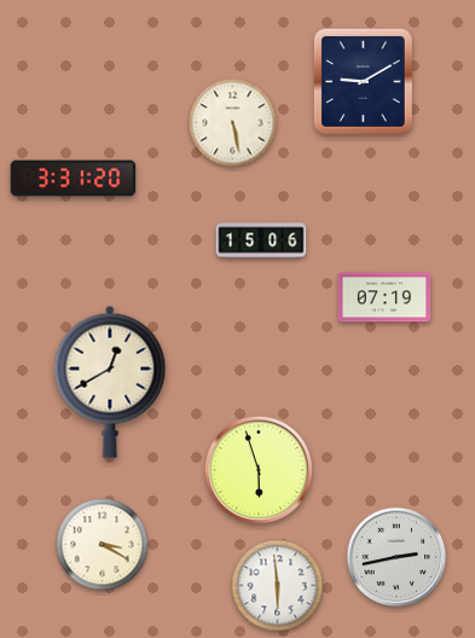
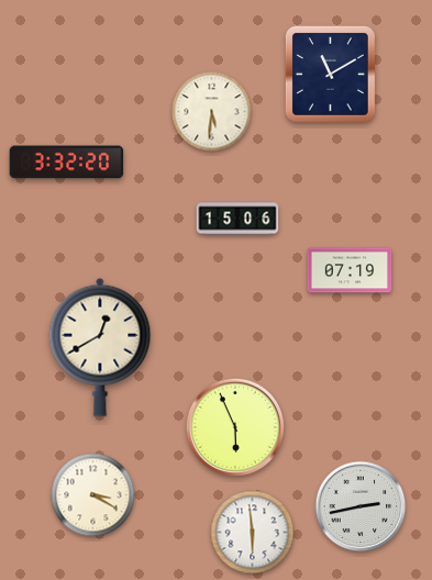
clock at (363, 81): 9:10 -> 11:10
clock at (233, 123): 5:28 -> 5:31
clock at (74, 179): 3:31 -> 3:32
clock at (259, 470): 5:57 -> 5:56
